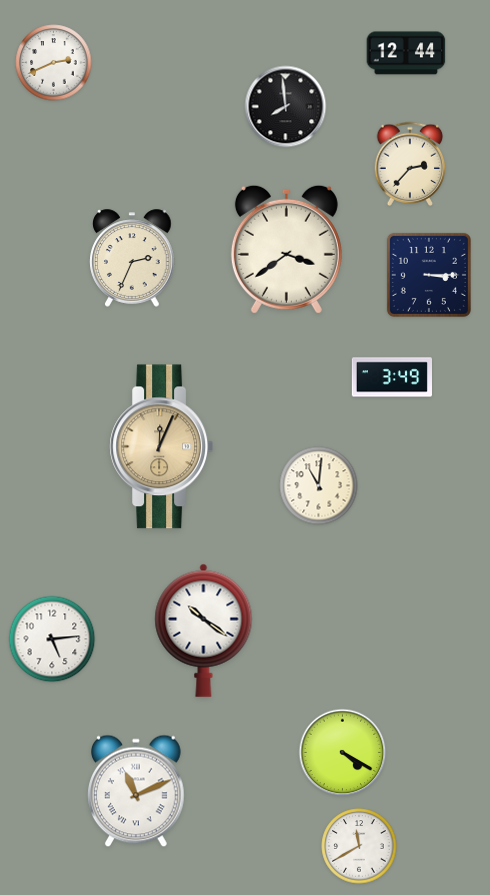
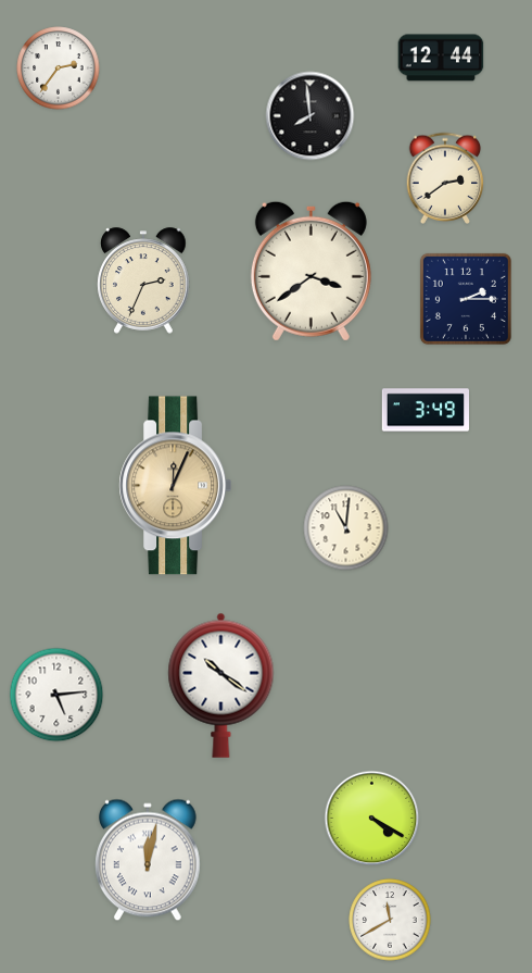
clock at (54, 63): 2:41 -> 2:36
clock at (410, 164): 2:37 -> 2:39
clock at (429, 275): 3:15 -> 2:15
clock at (137, 791): 11:11 -> 12:02
